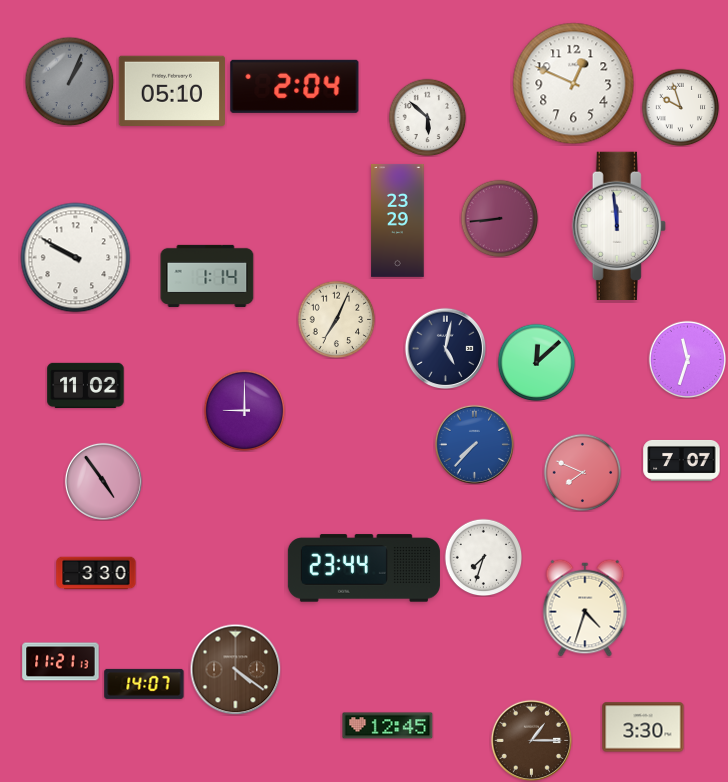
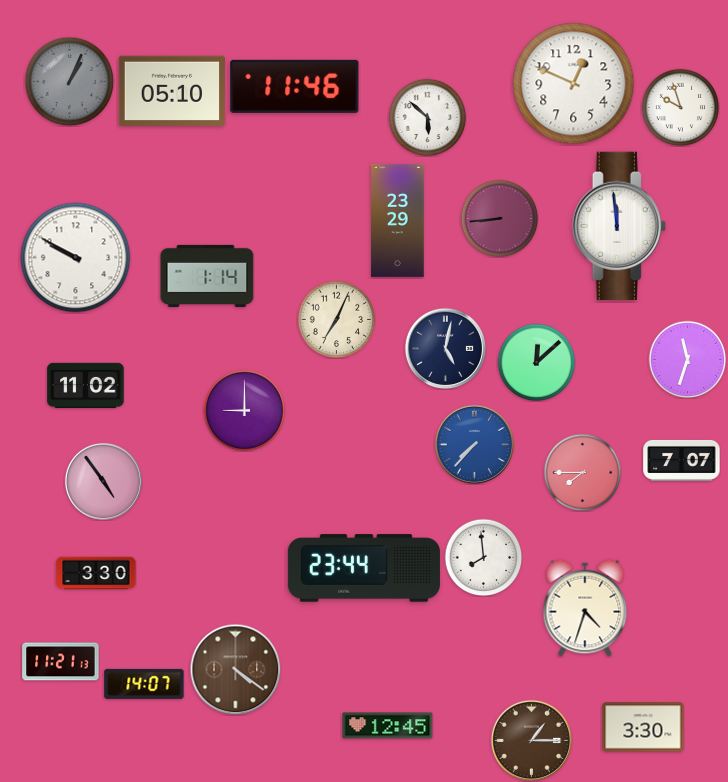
clock at (295, 86): 2:04 -> 11:46
clock at (582, 472): 7:49 -> 7:45
clock at (483, 557): 7:33 -> 7:59
